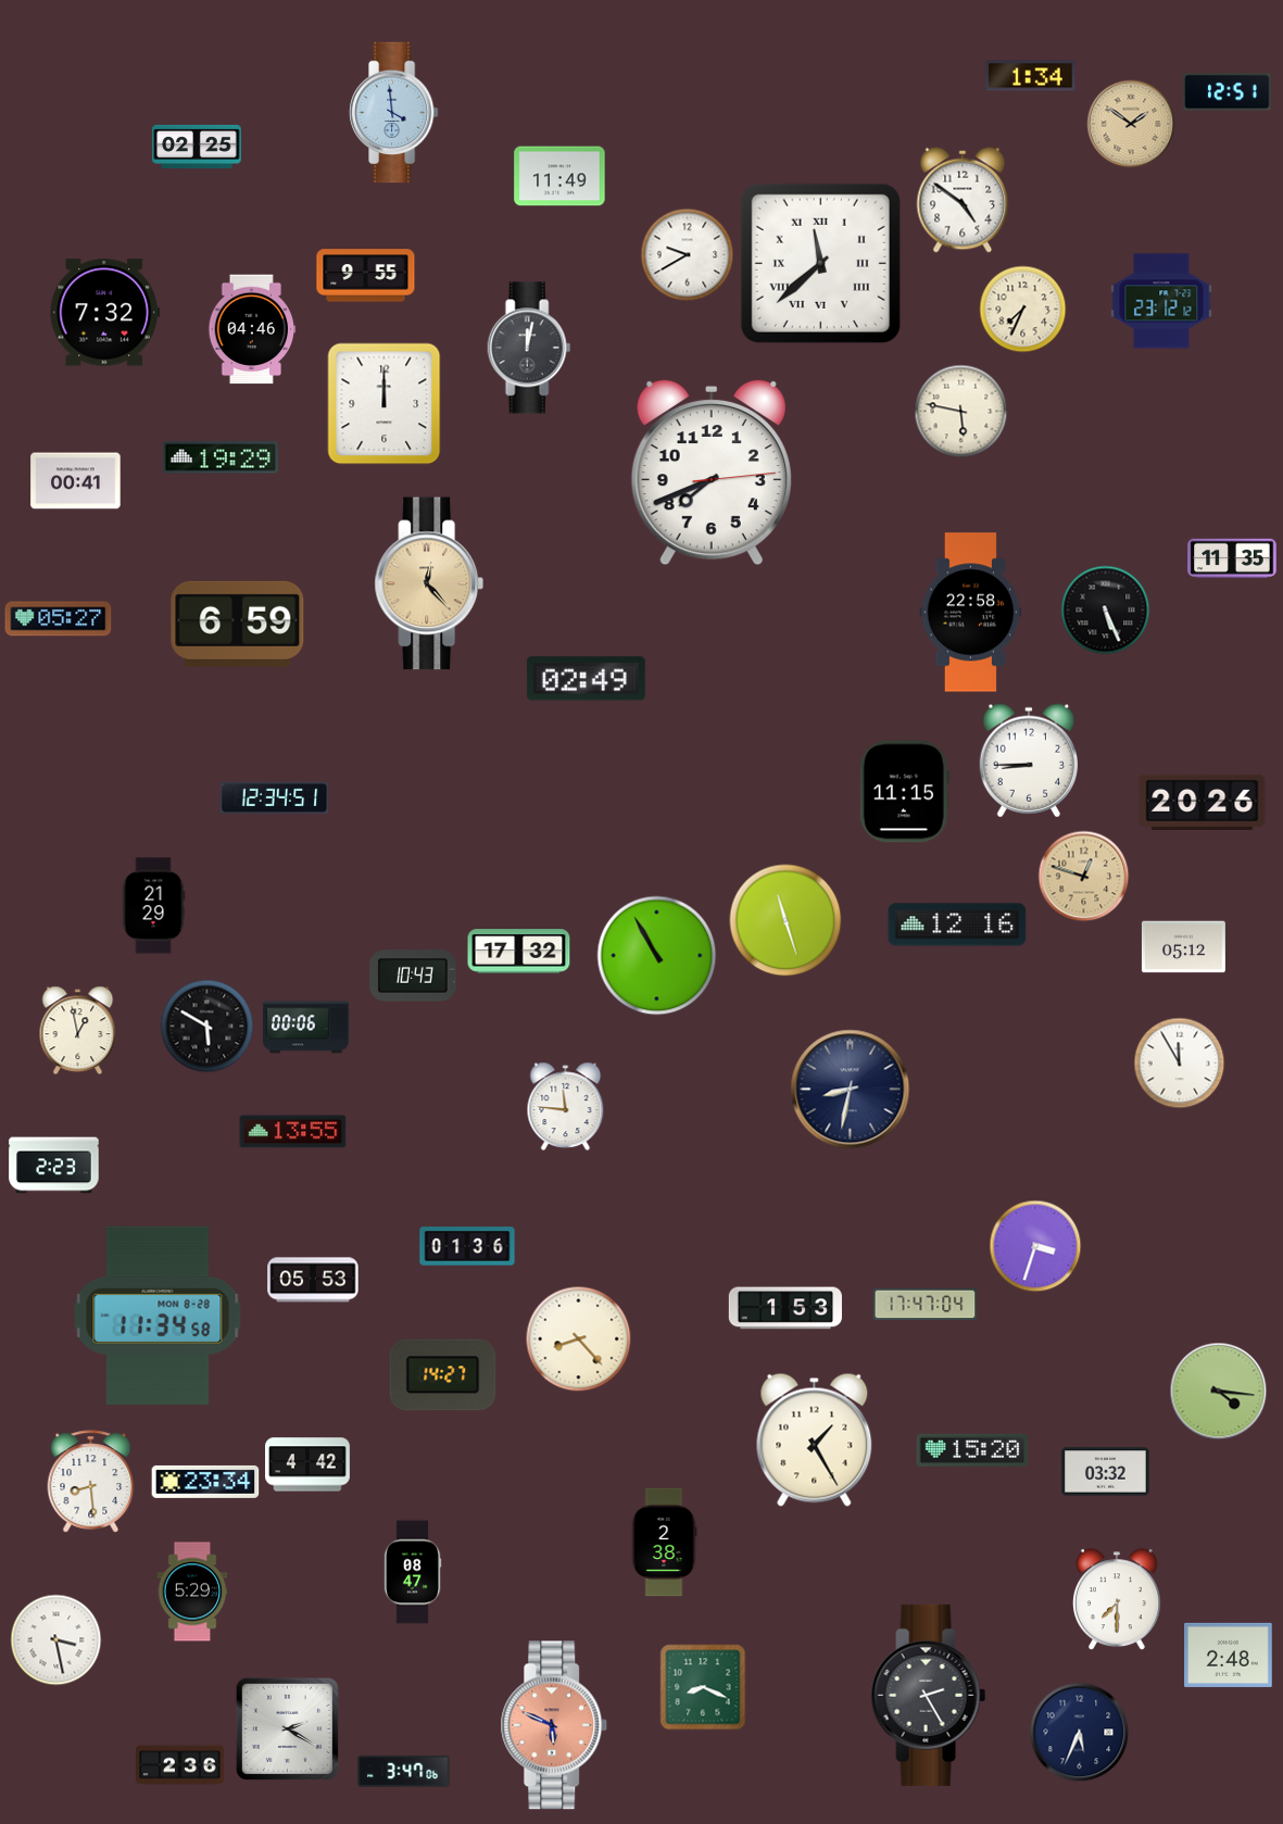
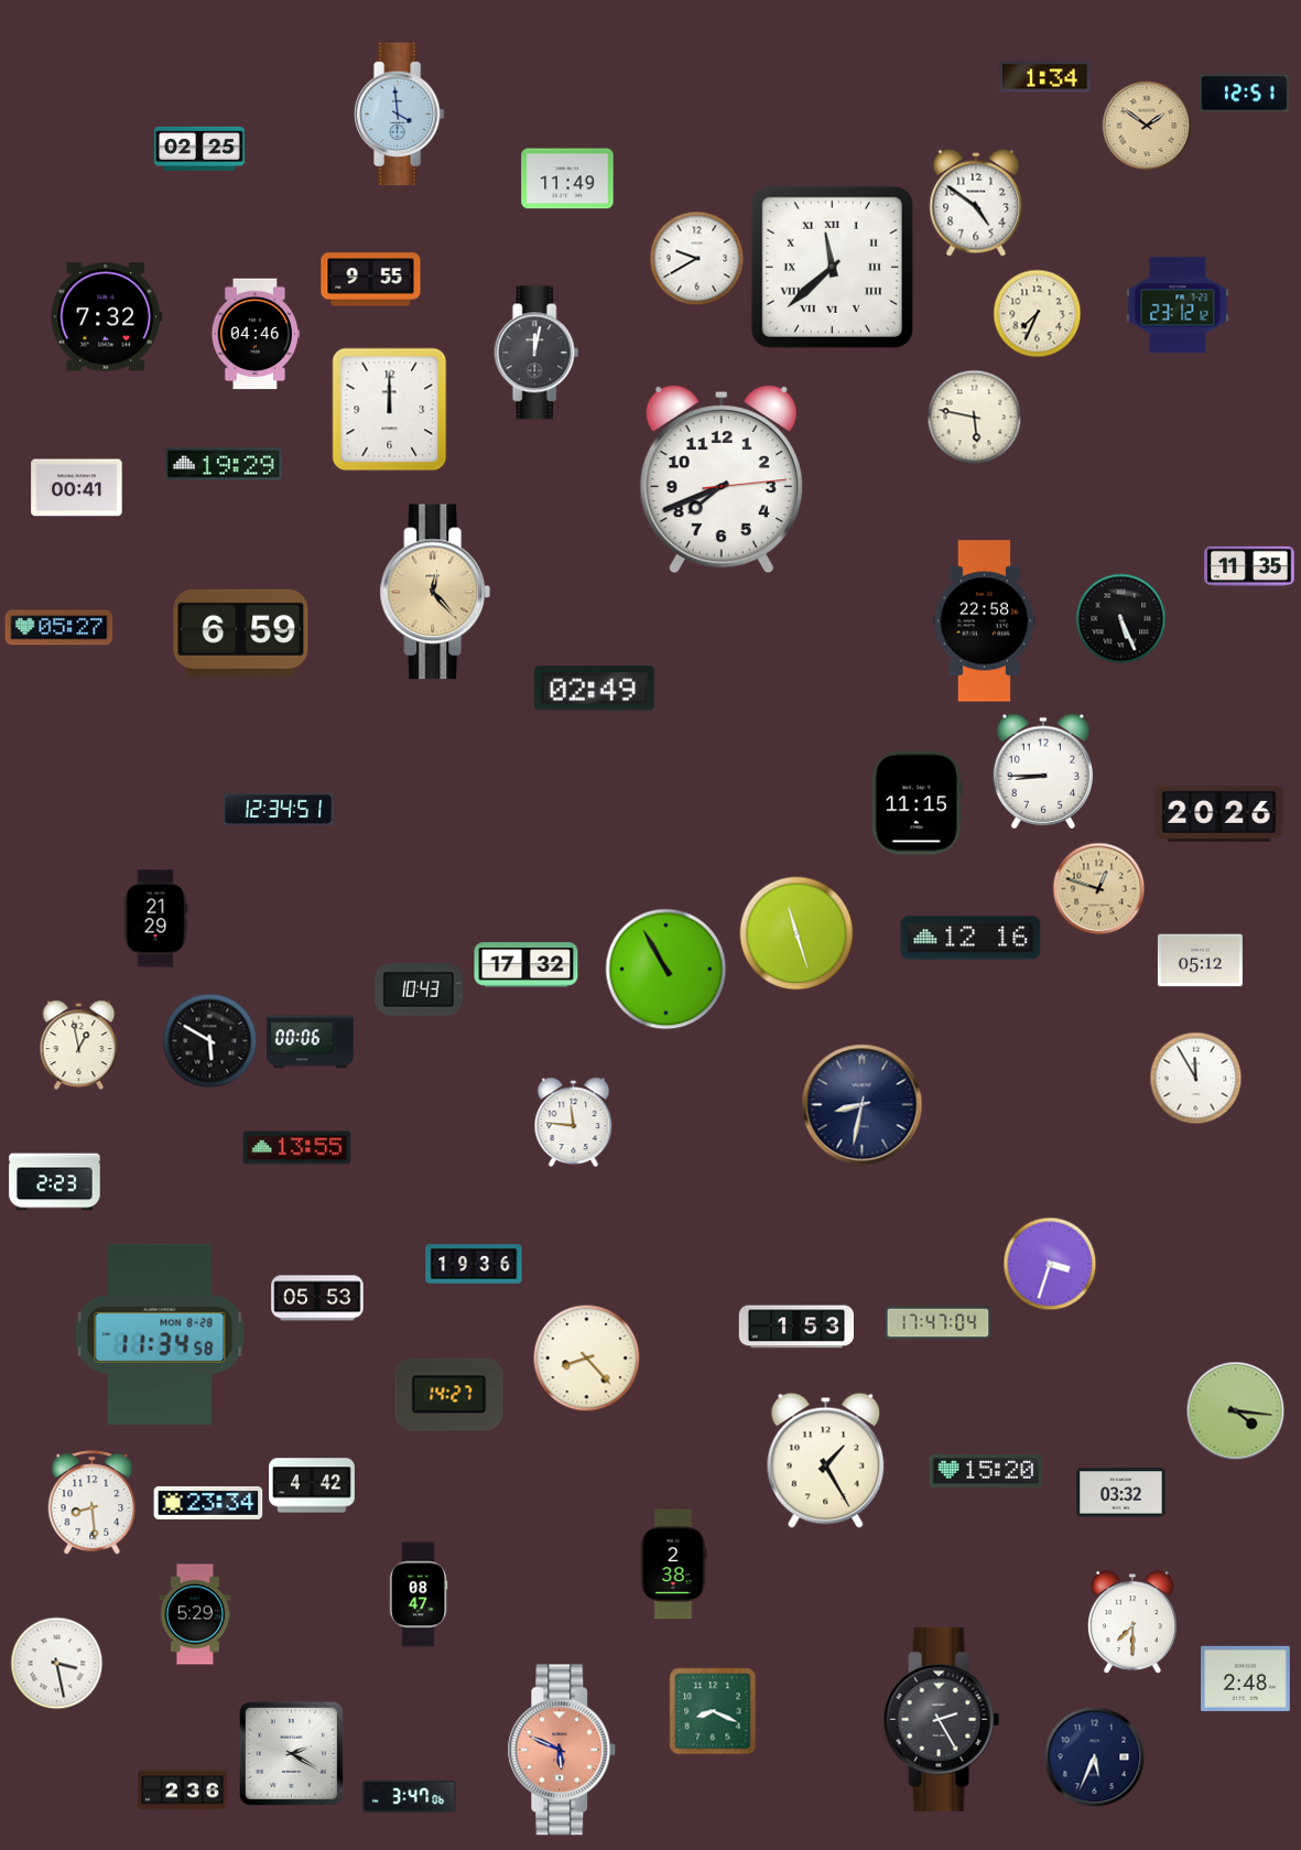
clock at (467, 1246): 01:36 -> 19:36
